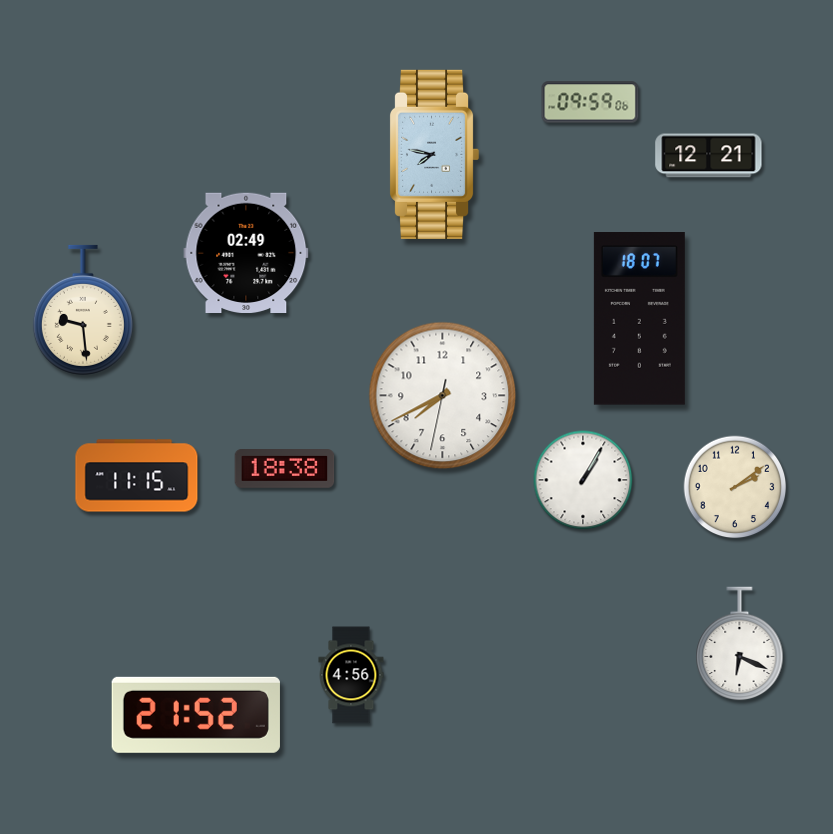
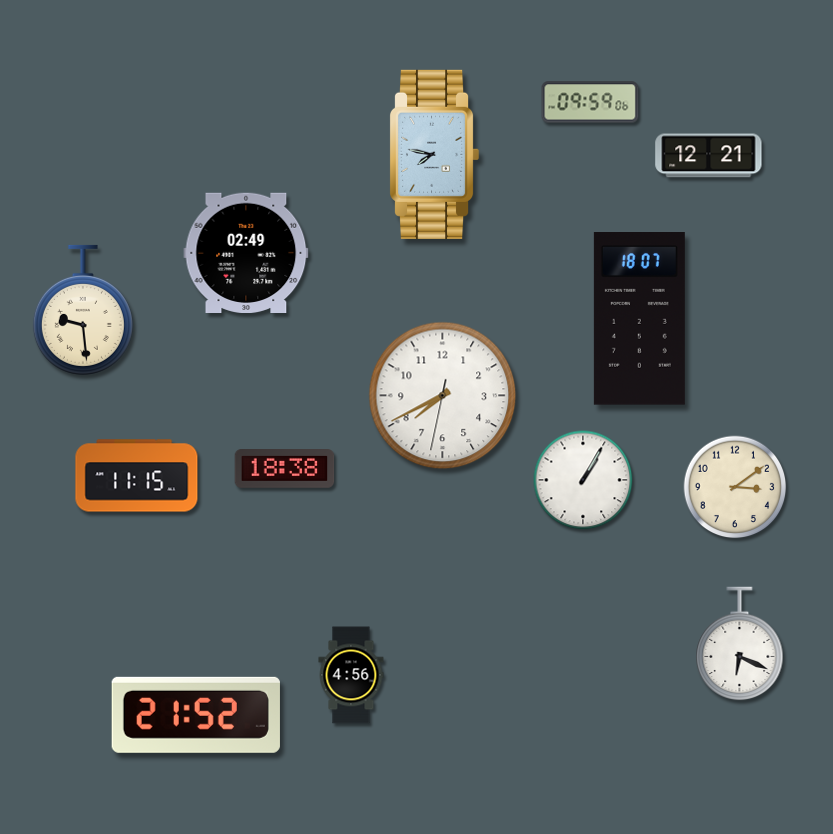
clock at (735, 487): 2:09 -> 3:09
